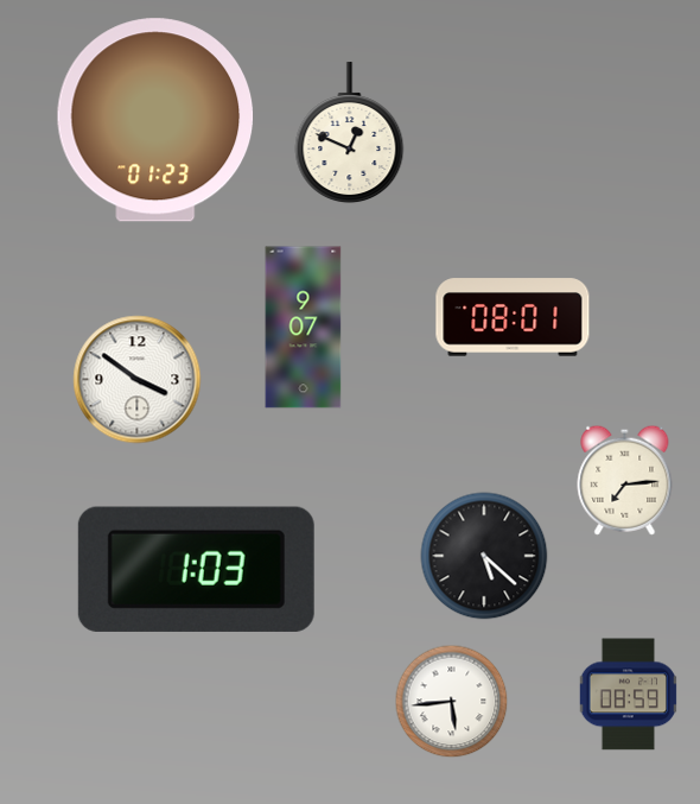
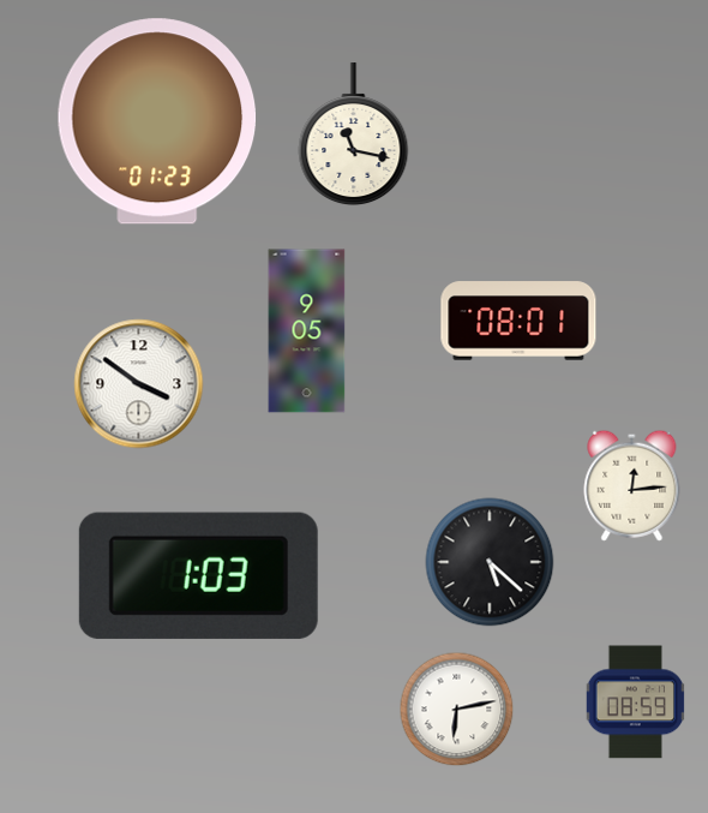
clock at (350, 133): 12:49 -> 11:17
clock at (304, 328): 9:07 -> 9:05
clock at (625, 480): 7:14 -> 12:14
clock at (451, 701): 5:44 -> 6:13
